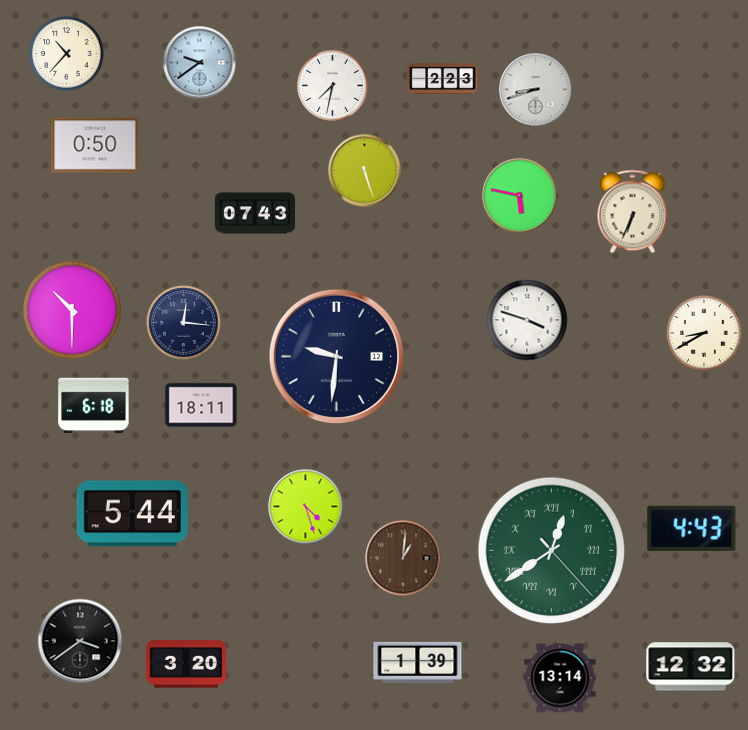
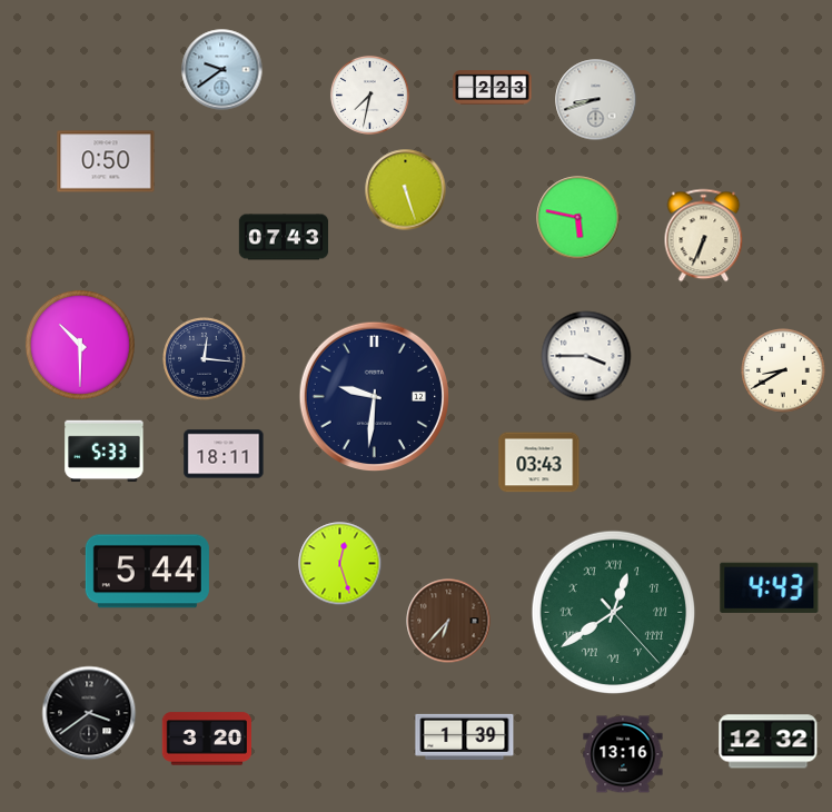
clock at (67, 54): 10:37 -> none
clock at (527, 320): 3:48 -> 3:45
clock at (201, 405) position: (201, 405) -> (224, 454)
clock at (94, 406): 6:18 -> 5:33
clock at (539, 463): none -> 03:43
clock at (306, 507): 4:27 -> 12:27
clock at (403, 558): 1:01 -> 6:37
clock at (560, 678): 13:14 -> 13:16
